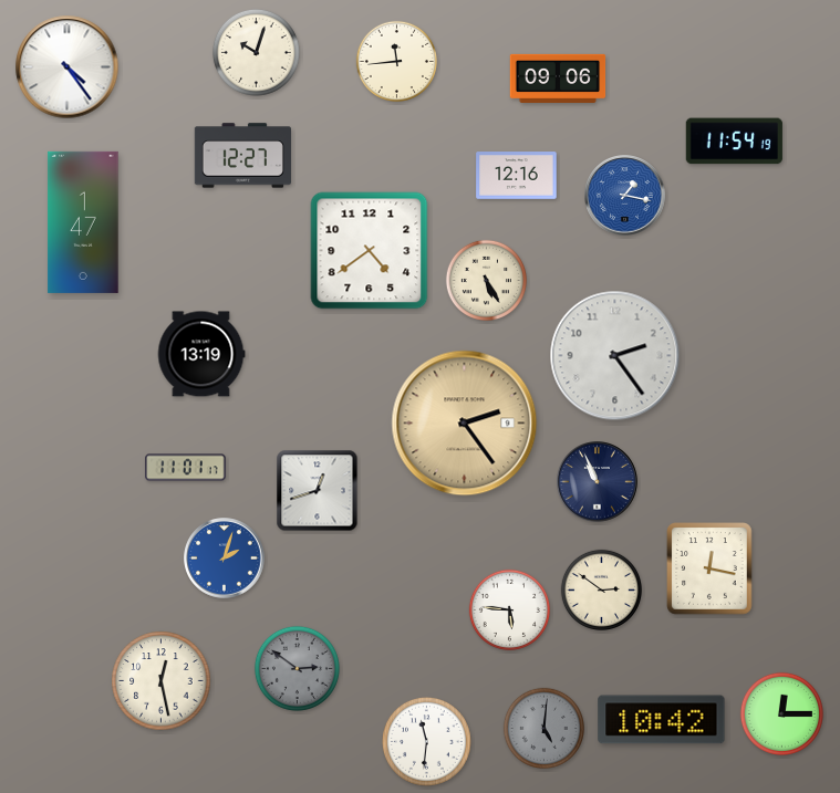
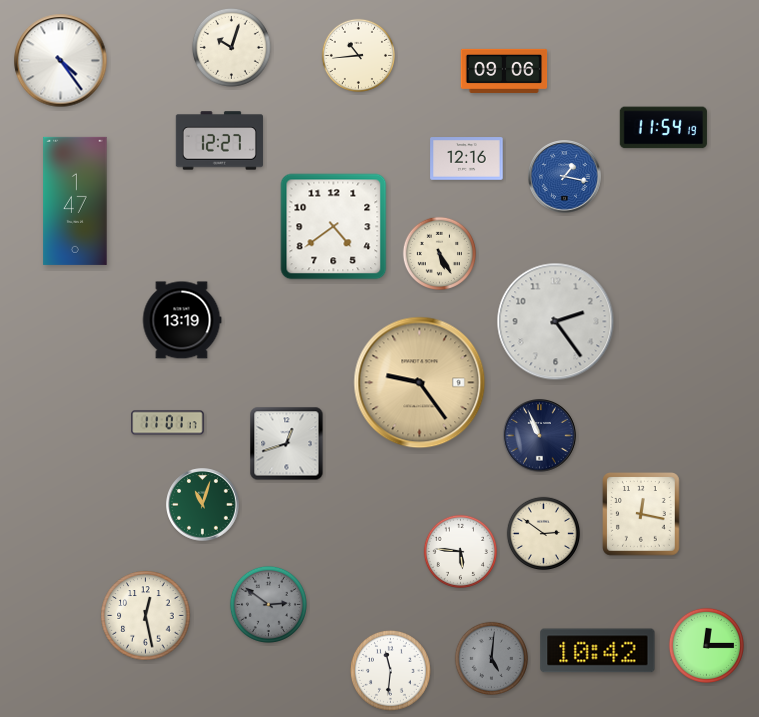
clock at (396, 61): 11:44 -> 10:44
clock at (465, 424): 2:24 -> 9:24
clock at (225, 559): 2:03 -> 11:03
clock at (225, 559) dial: blue -> green
clock at (426, 741) position: (426, 741) -> (390, 670)
